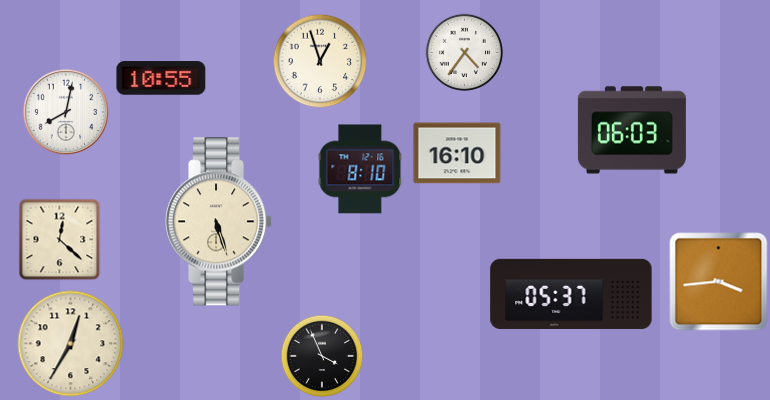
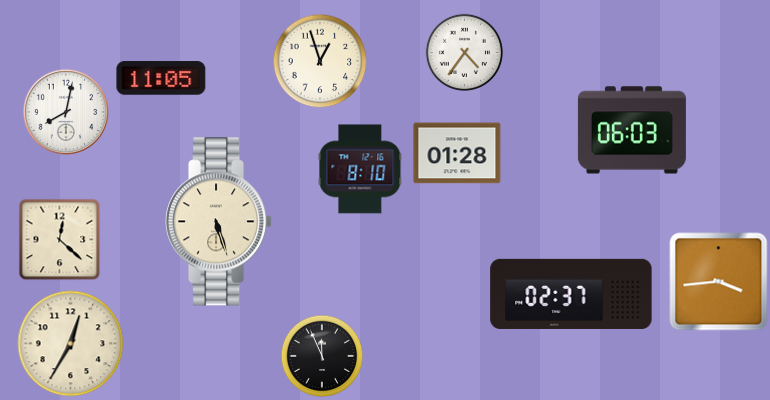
clock at (161, 78): 10:55 -> 11:05
clock at (457, 153): 16:10 -> 01:28
clock at (571, 294): 05:37 -> 02:37
clock at (322, 356): 3:56 -> 11:56
